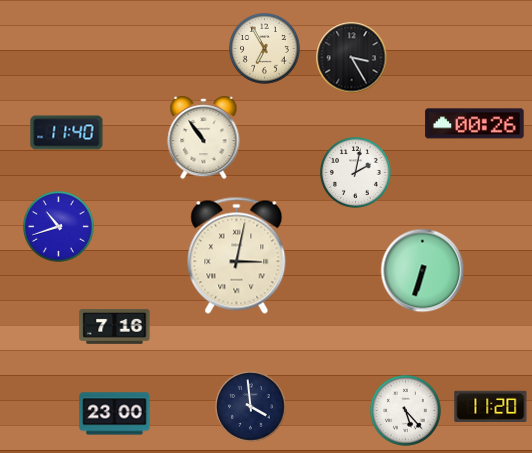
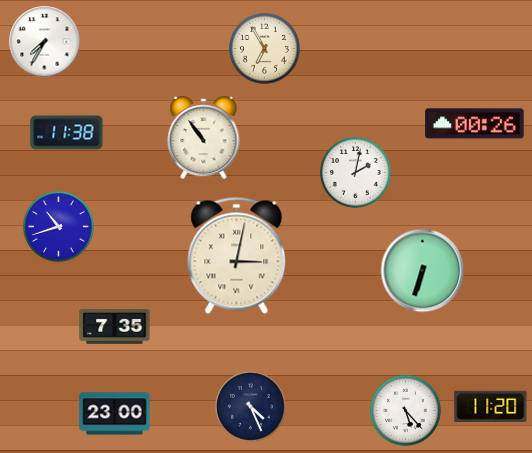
clock at (45, 42): none -> 7:35
clock at (352, 58): 3:25 -> none
clock at (67, 133): 11:40 -> 11:38
clock at (115, 327): 7:16 -> 7:35
clock at (251, 407): 3:59 -> 4:26
